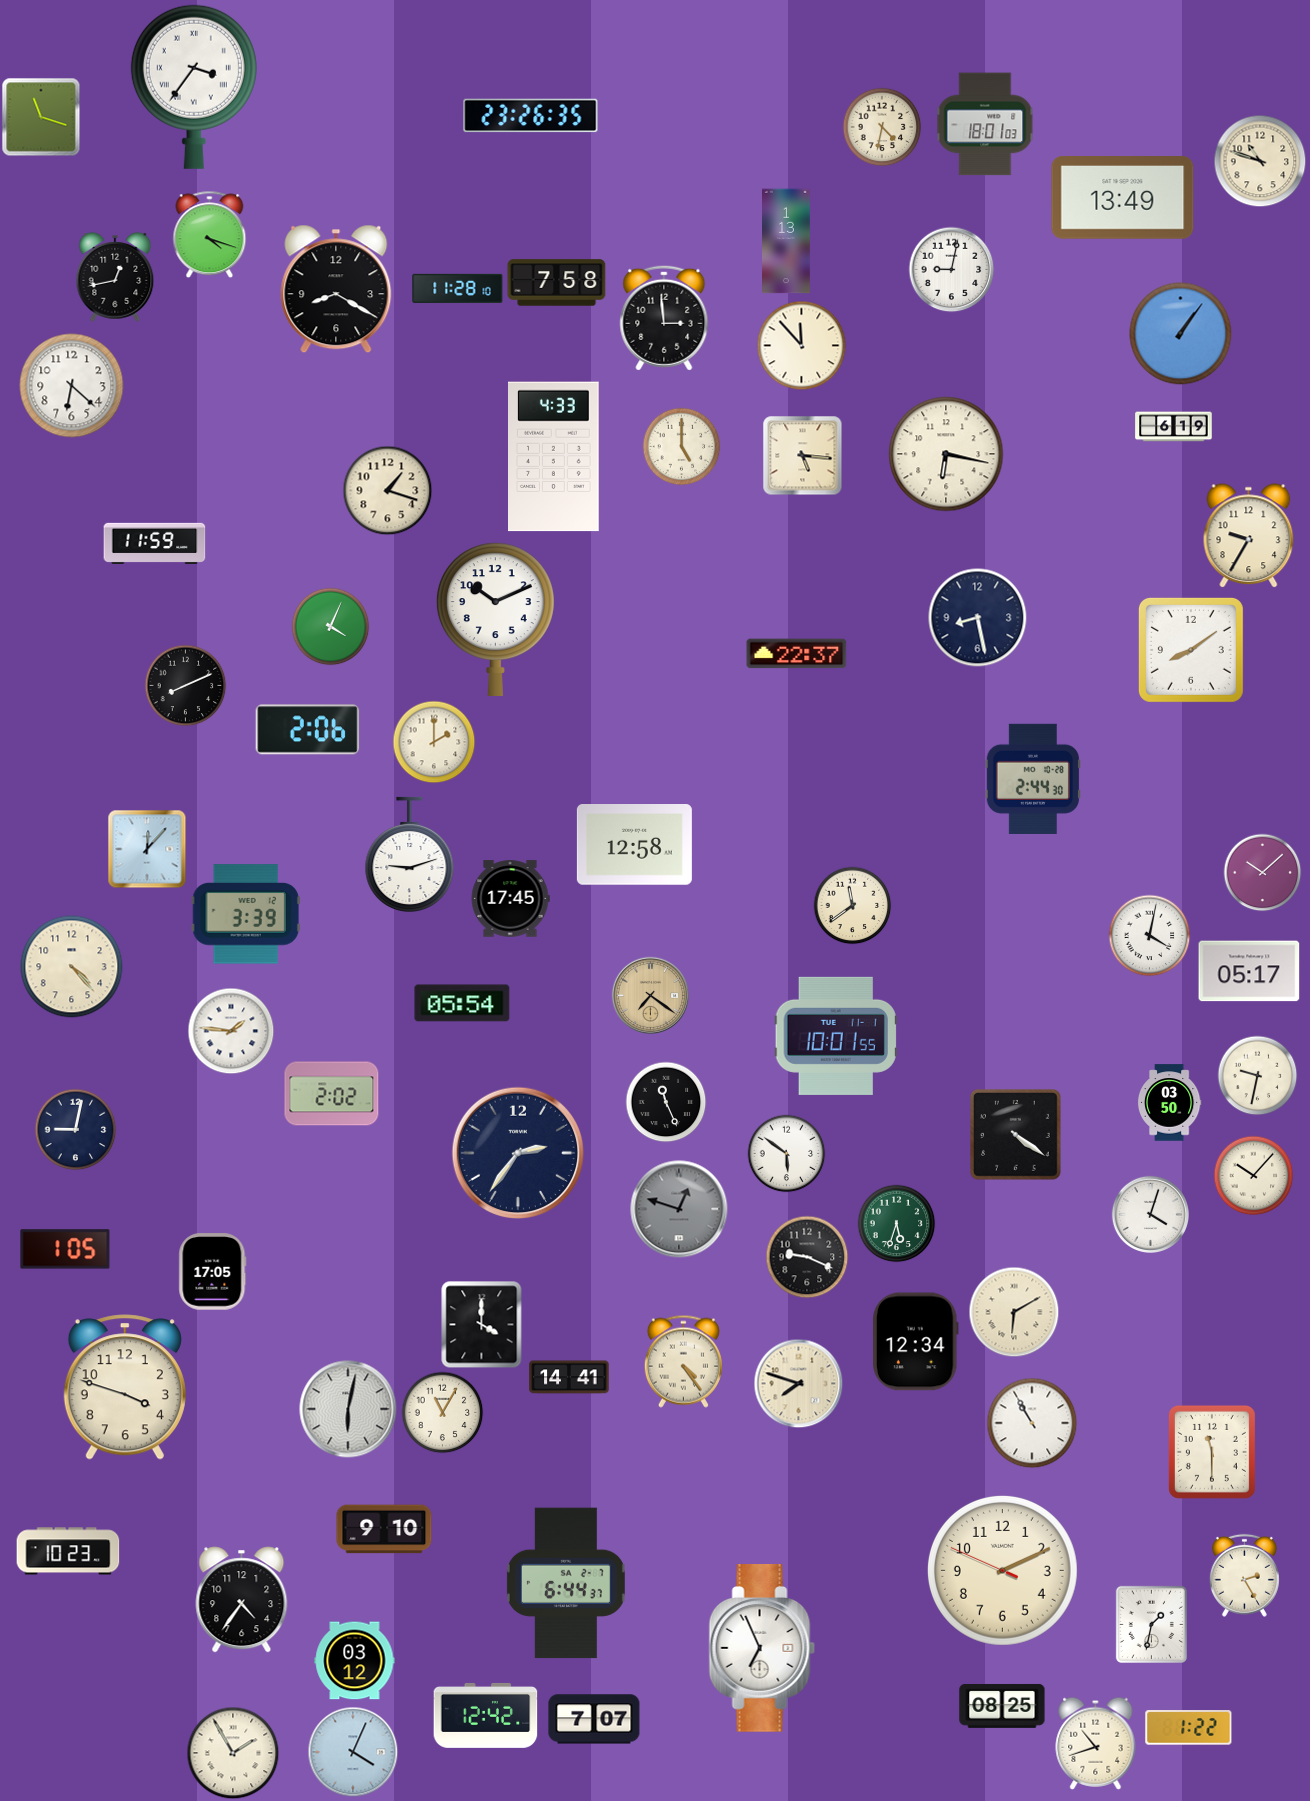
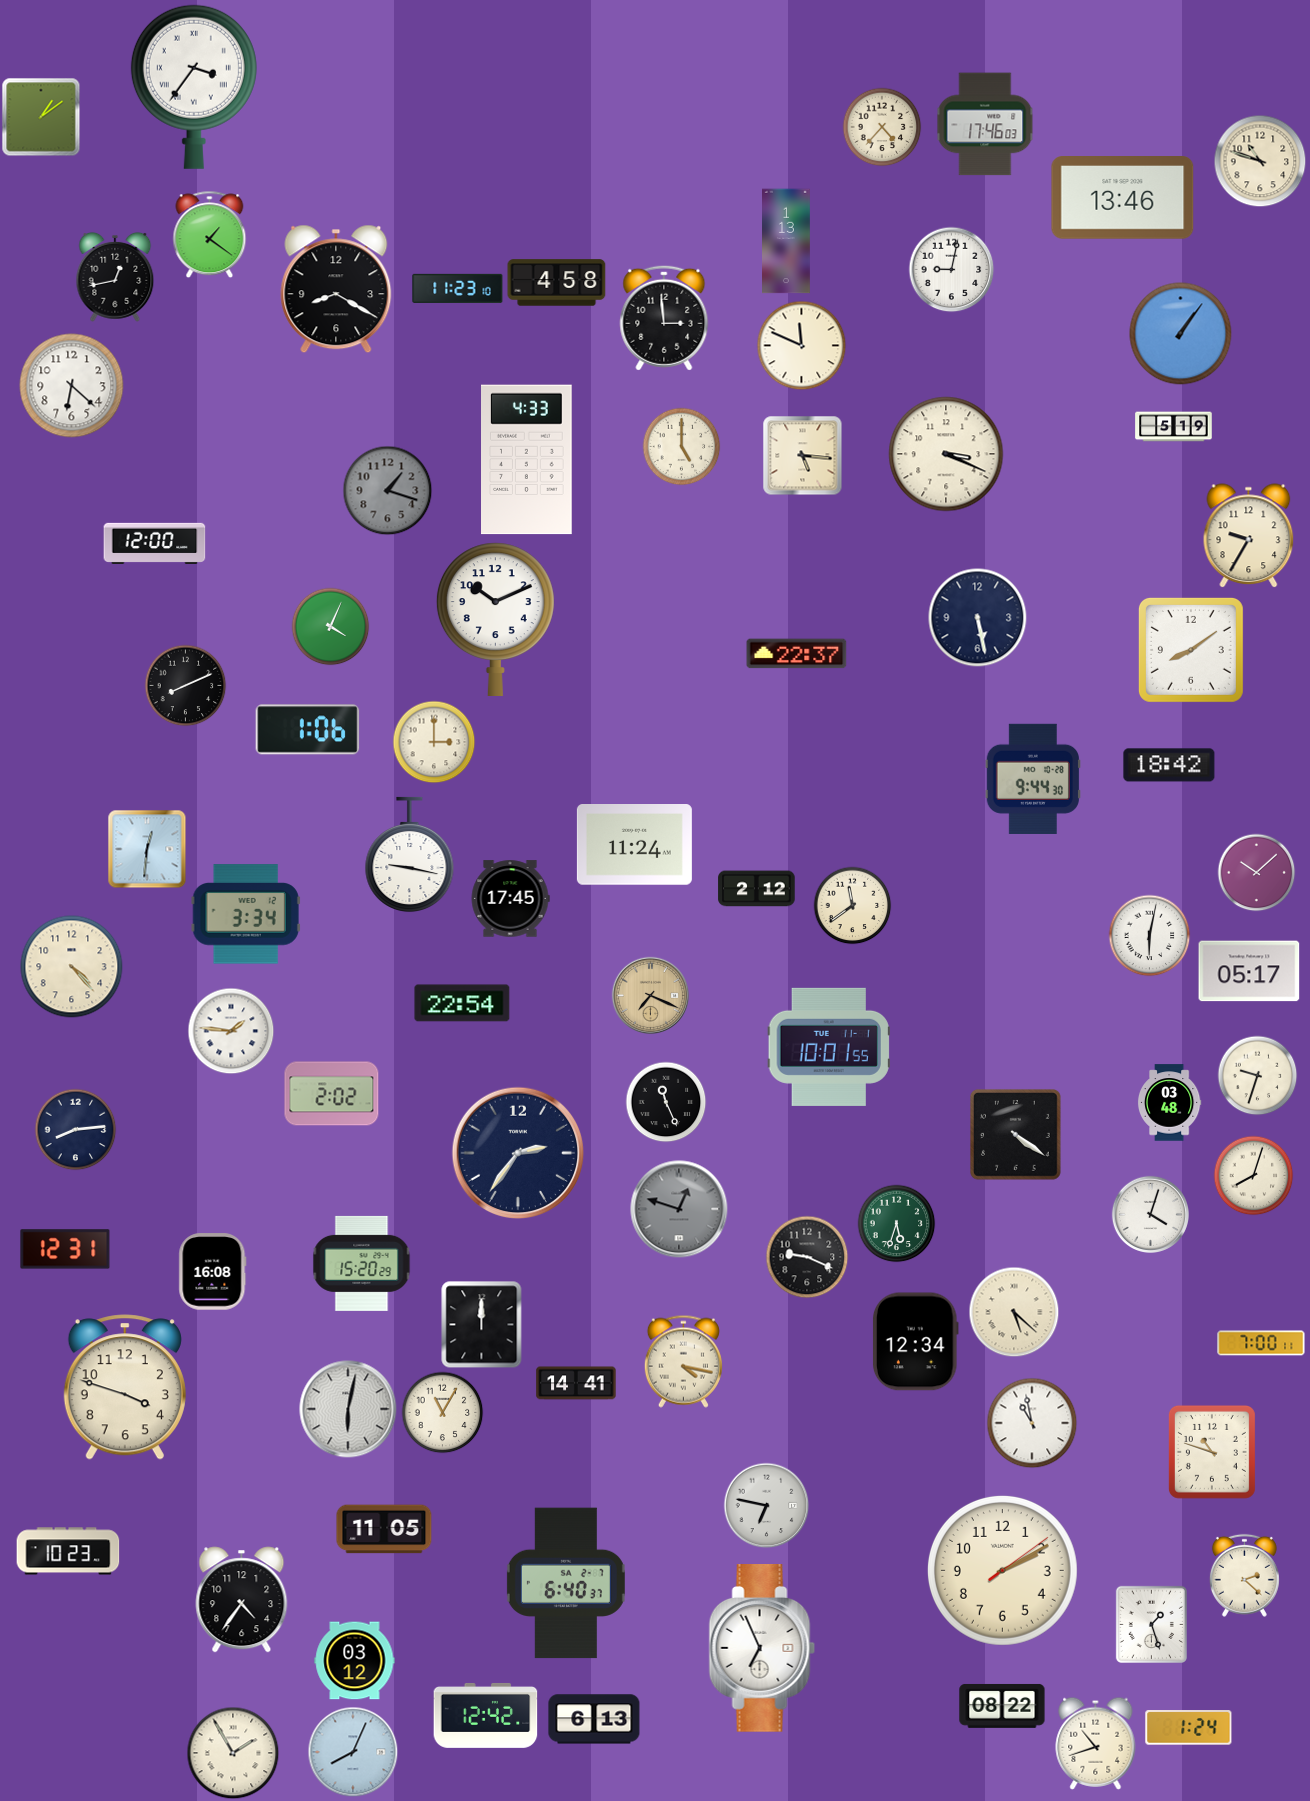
clock at (531, 116): 23:26 -> none
clock at (41, 117): 11:18 -> 1:09
clock at (985, 124): 18:01 -> 17:46
clock at (882, 127): 4:32 -> 4:37
clock at (1123, 198): 13:49 -> 13:46
clock at (210, 234): 4:18 -> 1:21
clock at (557, 283): 7:58 -> 4:58
clock at (458, 288): 11:28 -> 11:23
clock at (801, 345): 11:53 -> 11:49
clock at (1174, 427): 6:19 -> 5:19
clock at (946, 454): 6:17 -> 3:19
clock at (554, 457) position: (554, 457) -> (527, 460)
clock at (387, 490) dial: cream -> grey
clock at (155, 543): 11:59 -> 12:00
clock at (978, 618): 8:28 -> 5:28
clock at (308, 730): 2:06 -> 1:06
clock at (434, 742): 2:00 -> 3:00
clock at (1169, 765): none -> 18:42
clock at (1033, 779): 2:44 -> 9:44
clock at (634, 845): 12:58 -> 11:24
clock at (147, 849): 12:07 -> 12:31
clock at (410, 855): 9:12 -> 9:17
clock at (1262, 872) position: (1262, 872) -> (1256, 872)
clock at (757, 889): none -> 2:12
clock at (246, 914): 3:39 -> 3:34
clock at (1149, 935): 4:02 -> 6:02
clock at (650, 995): 7:21 -> 7:19
clock at (462, 1003): 05:54 -> 22:54
clock at (836, 1036) position: (836, 1036) -> (829, 1047)
clock at (1257, 1075): 9:32 -> 9:33
clock at (1169, 1103): 03:50 -> 03:48
clock at (75, 1129): 9:02 -> 8:14
clock at (786, 1153): 5:51 -> none
clock at (1253, 1175): 10:07 -> 8:03
clock at (65, 1249): 1:05 -> 12:31
clock at (362, 1263): none -> 15:20
clock at (213, 1272): 17:05 -> 16:08
clock at (1014, 1312): 6:10 -> 5:22
clock at (482, 1324): 4:00 -> 12:00
clock at (1261, 1343): none -> 7:00
clock at (683, 1361): 4:24 -> 4:17
clock at (569, 1377) position: (569, 1377) -> (576, 1383)
clock at (798, 1383): 7:48 -> none
clock at (1032, 1423): 10:55 -> 10:58
clock at (1212, 1452): 11:30 -> 10:48
clock at (766, 1505): none -> 6:47
clock at (384, 1529): 9:10 -> 11:05
clock at (1002, 1570): 2:10:49 -> 2:10:09
clock at (1244, 1575): 2:25 -> 2:22
clock at (566, 1583): 6:44 -> 6:40
clock at (1151, 1624): 1:32 -> 1:27
clock at (1002, 1706): 08:25 -> 08:22
clock at (594, 1719): 7:07 -> 6:13
clock at (1189, 1728): 1:22 -> 1:24
clock at (353, 1752): 4:04 -> 8:04
